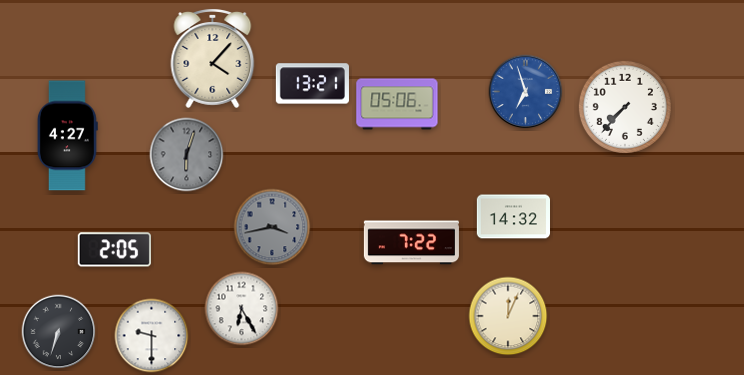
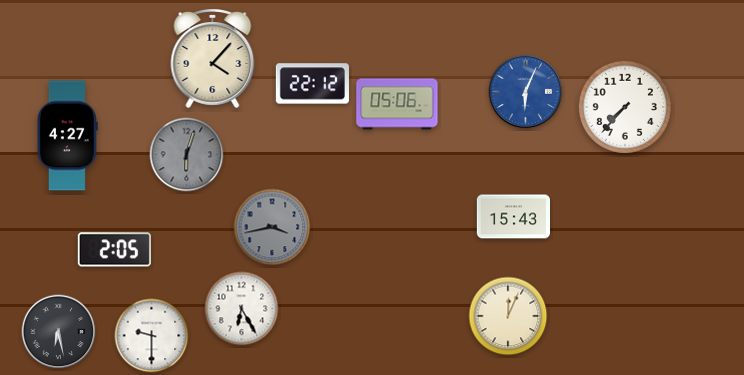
clock at (312, 84): 13:21 -> 22:12
clock at (526, 92): 6:57 -> 6:04
clock at (513, 217): 14:32 -> 15:43
clock at (411, 243): 7:22 -> none
clock at (59, 332): 6:33 -> 6:28
